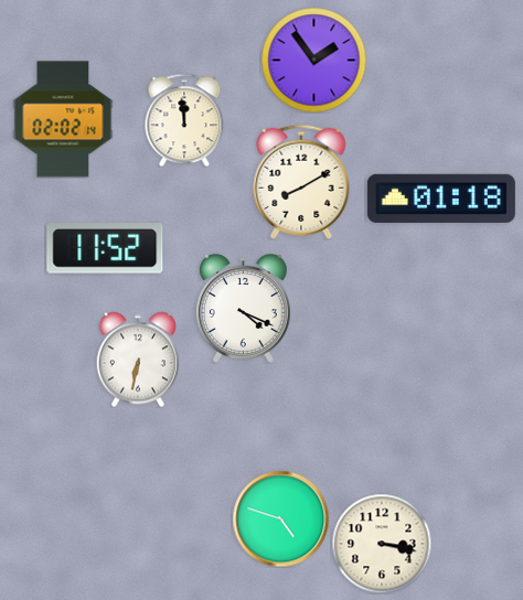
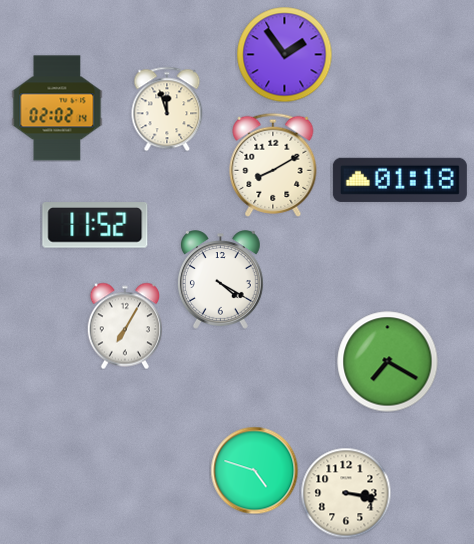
clock at (184, 120): 11:59 -> 11:57
clock at (243, 309): 4:19 -> 4:20
clock at (137, 360): 6:32 -> 7:05
clock at (388, 362): none -> 7:20
